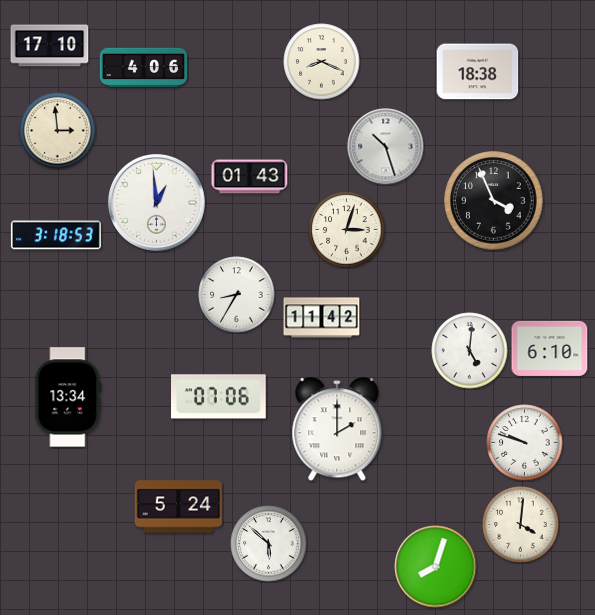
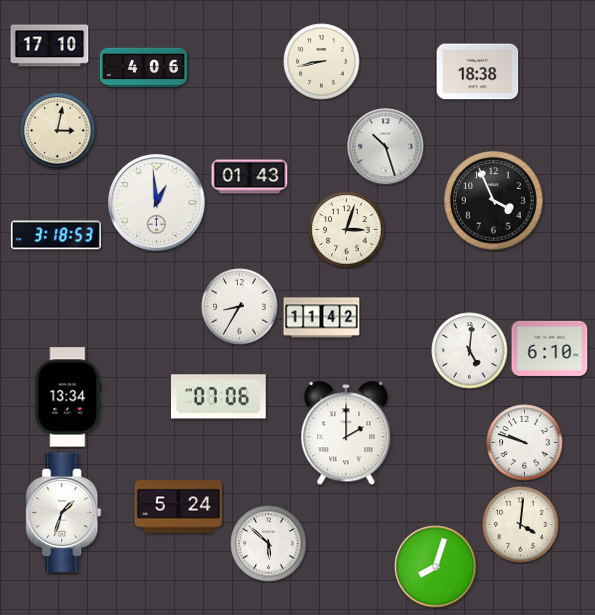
clock at (322, 62): 8:19 -> 8:43
clock at (58, 131): 2:59 -> 3:02
clock at (237, 295) position: (237, 295) -> (240, 307)
clock at (337, 430) position: (337, 430) -> (346, 434)
clock at (64, 513): none -> 1:33
